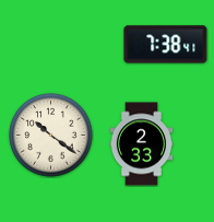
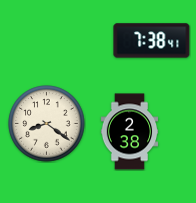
clock at (51, 136): 10:21 -> 8:21
clock at (142, 144): 2:33 -> 2:38
